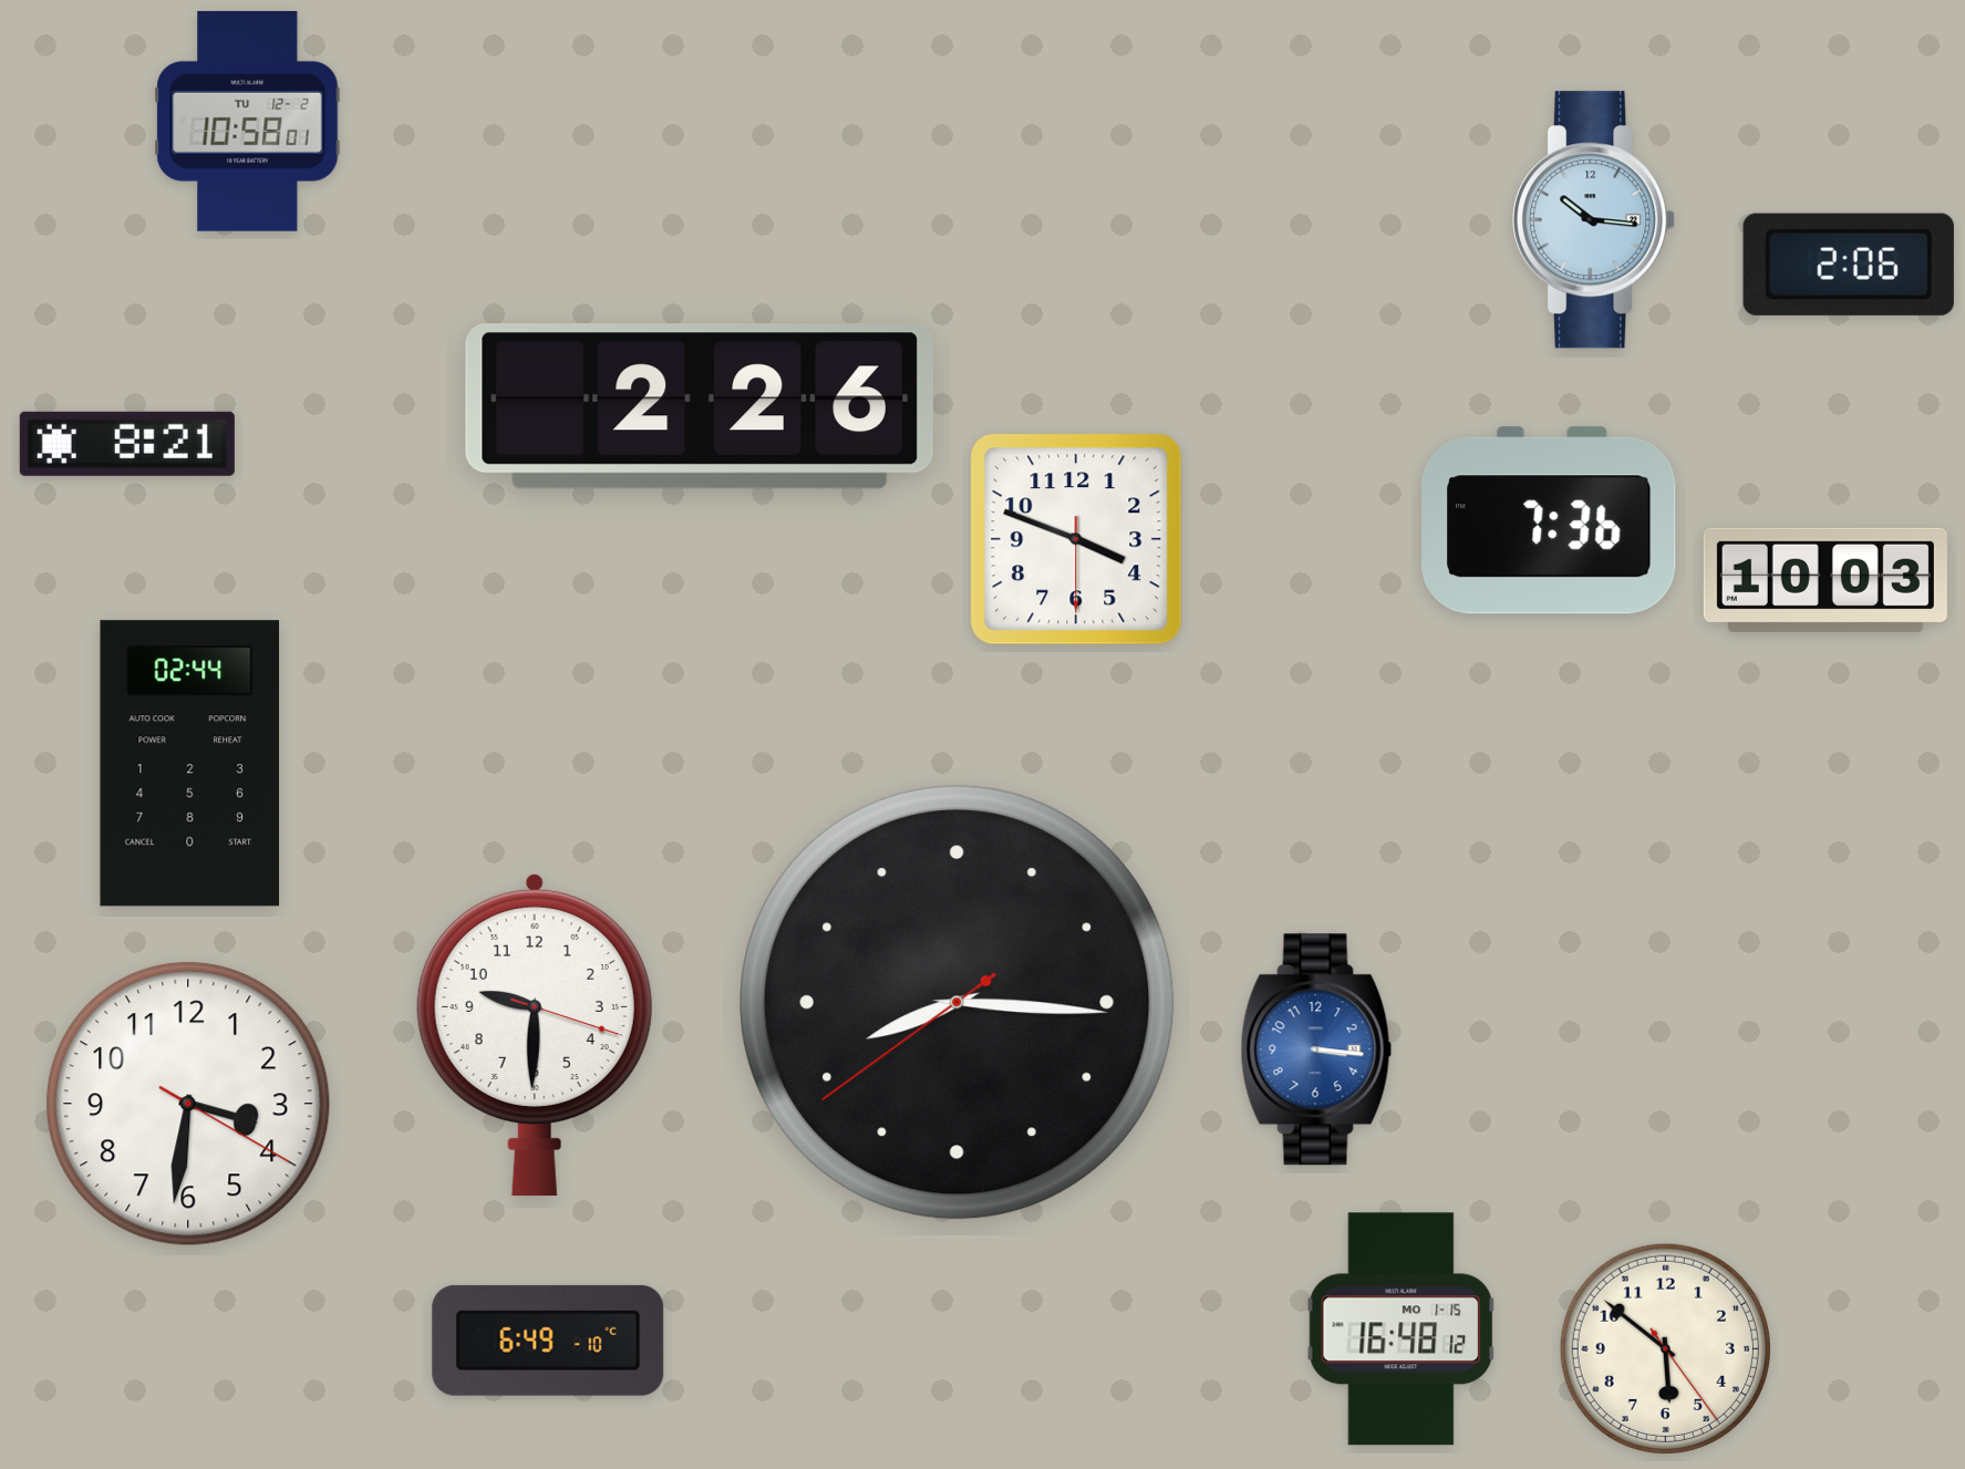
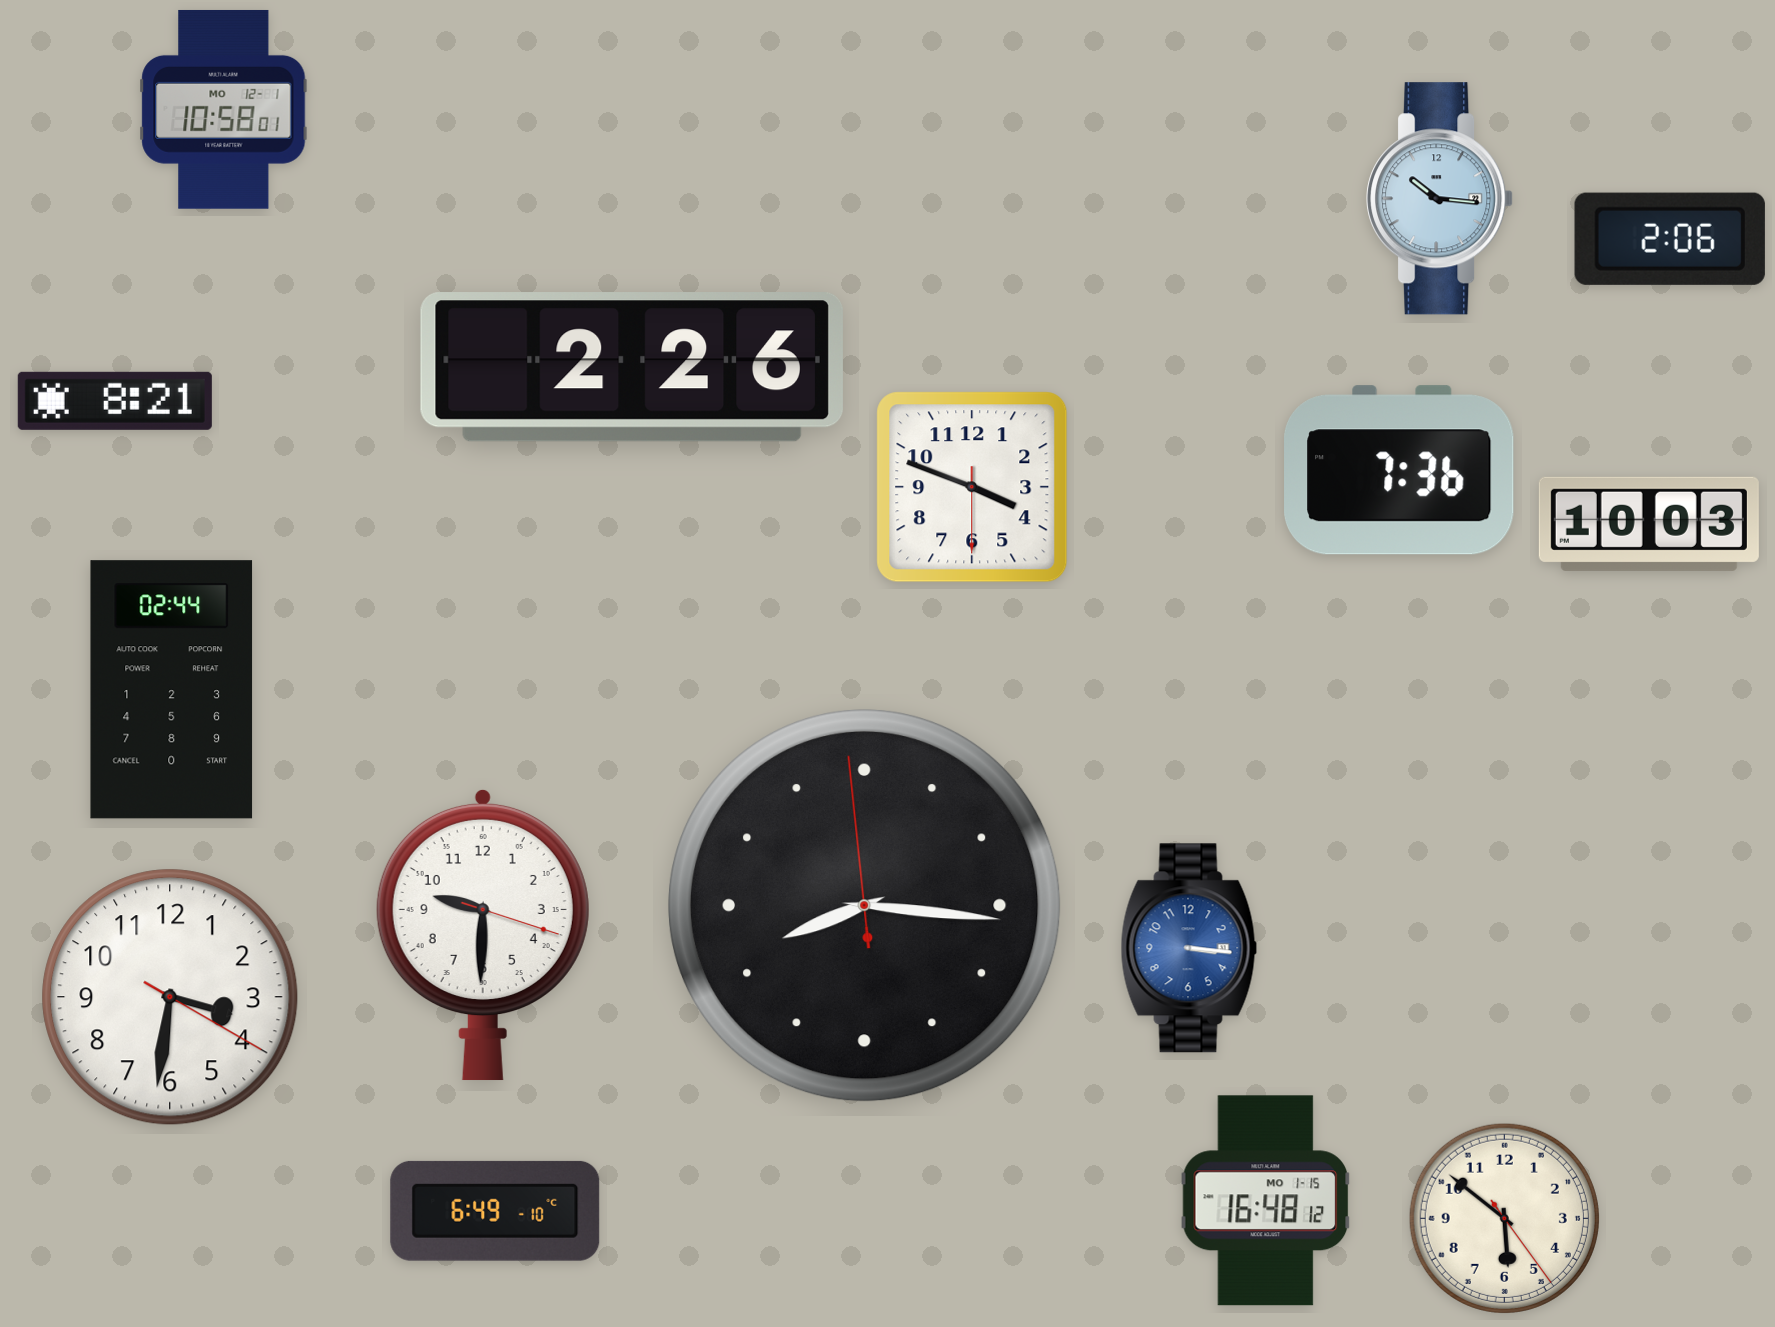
clock at (248, 121) date: TU 12-2 -> MO 12-1
clock at (956, 1002): 8:15:39 -> 8:15:59
